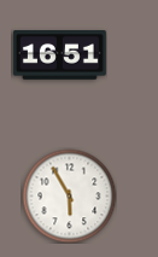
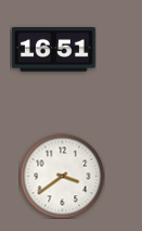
clock at (69, 195): 5:55 -> 3:39
